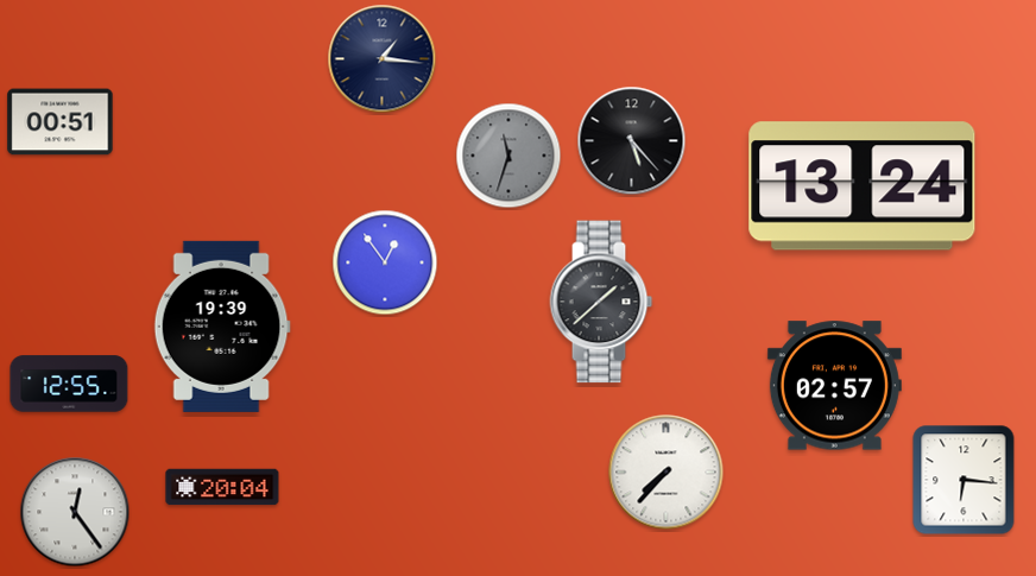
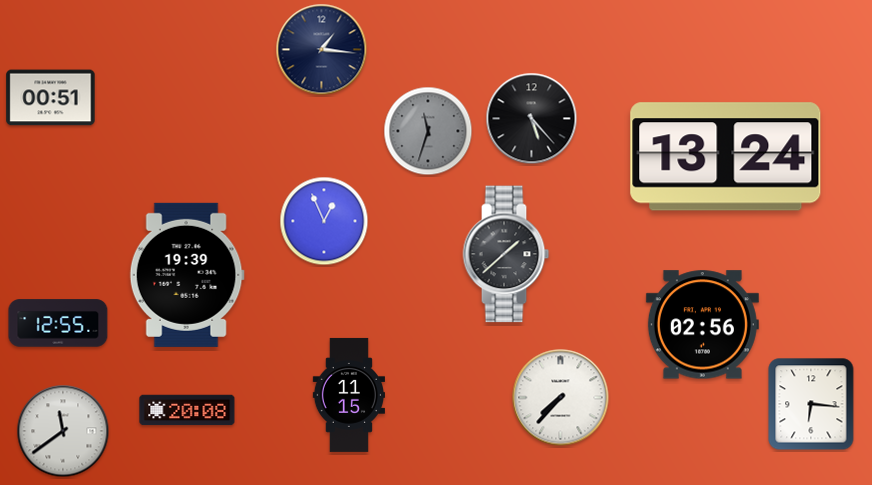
clock at (61, 122) position: (61, 122) -> (51, 98)
clock at (385, 262): 12:54 -> 12:56
clock at (834, 386): 02:57 -> 02:56
clock at (348, 395): none -> 11:15
clock at (222, 487): 20:04 -> 20:08
clock at (75, 512): 12:24 -> 11:39
